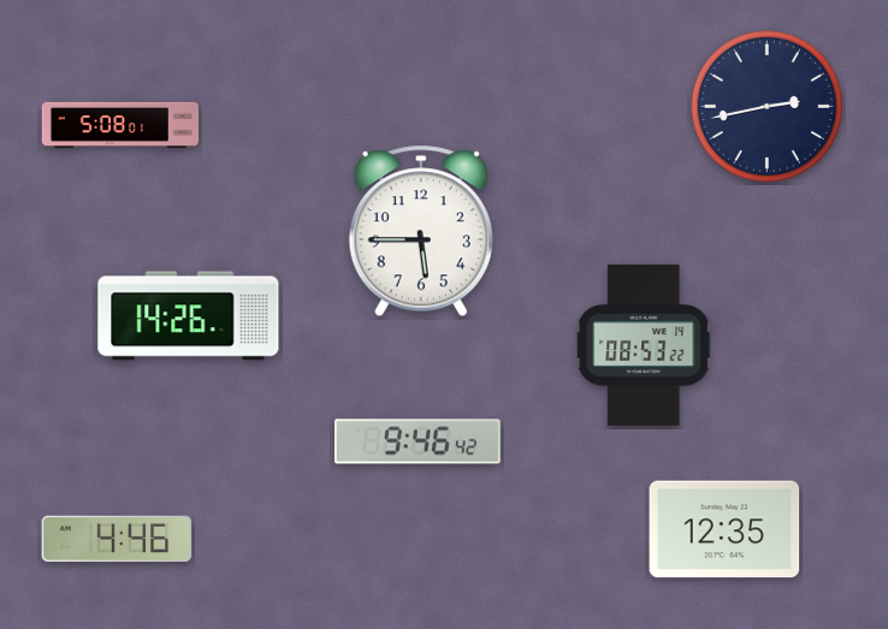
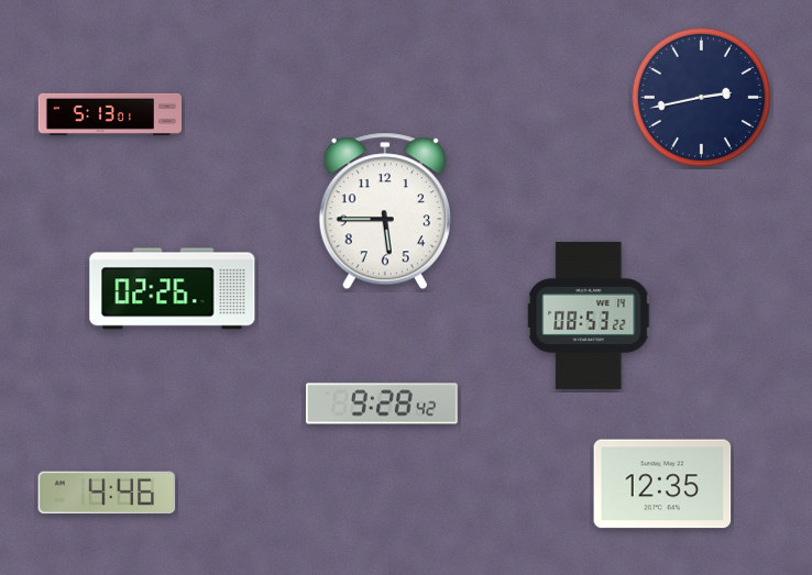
clock at (119, 125): 5:08 -> 5:13
clock at (189, 316): 14:26 -> 02:26
clock at (419, 441): 9:46 -> 9:28
